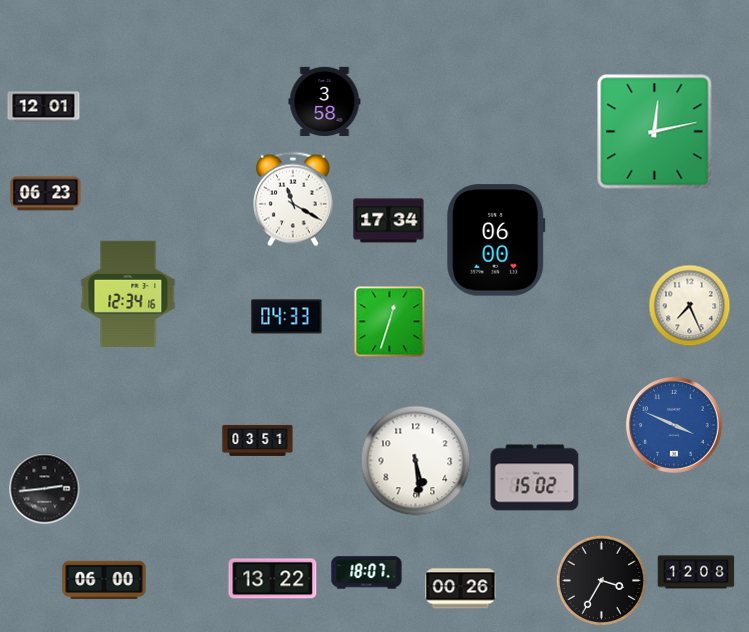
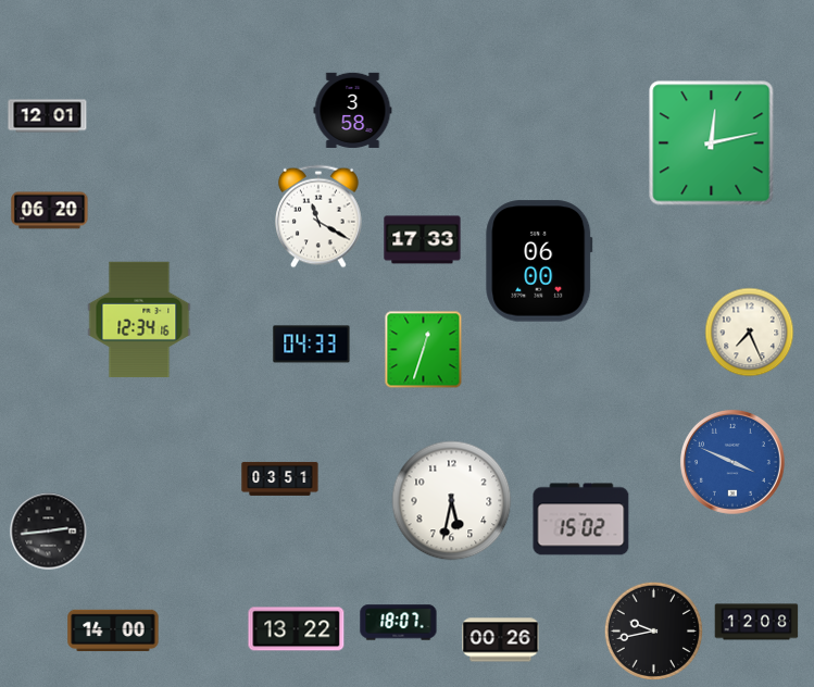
clock at (46, 194): 06:23 -> 06:20
clock at (389, 221): 17:34 -> 17:33
clock at (416, 461): 5:29 -> 5:32
clock at (104, 580): 06:00 -> 14:00
clock at (601, 580): 3:35 -> 9:43
